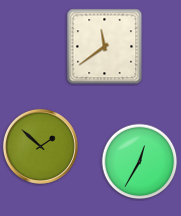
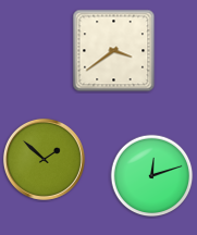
clock at (105, 47): 11:39 -> 3:39
clock at (140, 162): 12:35 -> 12:12
